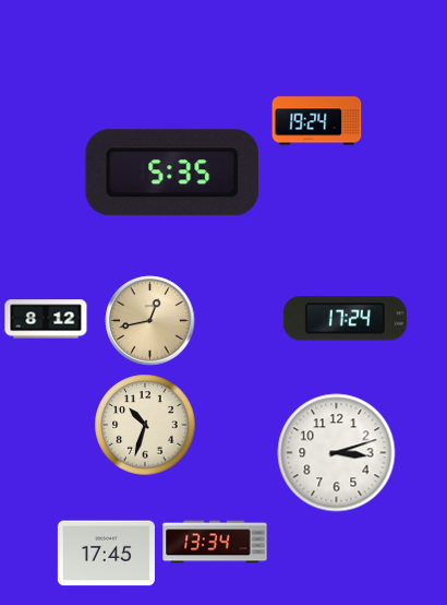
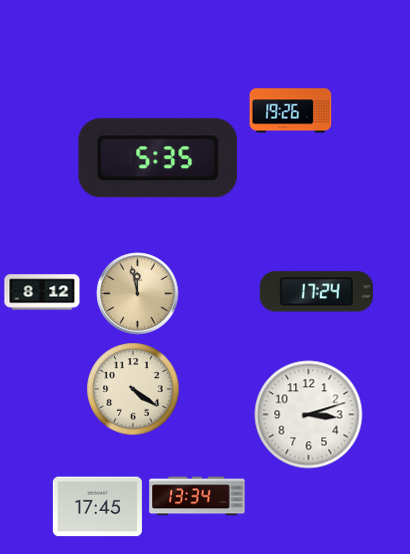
clock at (317, 121): 19:24 -> 19:26
clock at (150, 321): 12:43 -> 11:58
clock at (145, 425): 10:33 -> 4:21
